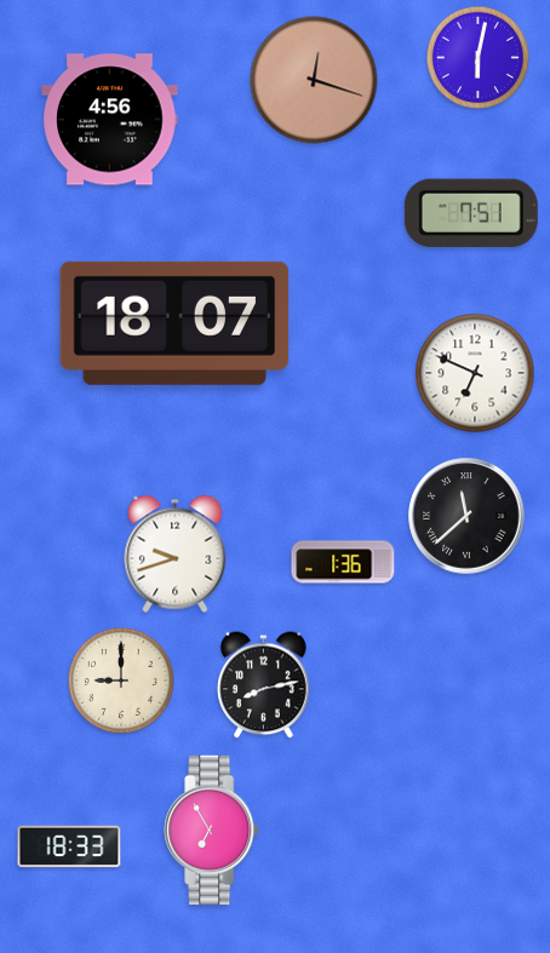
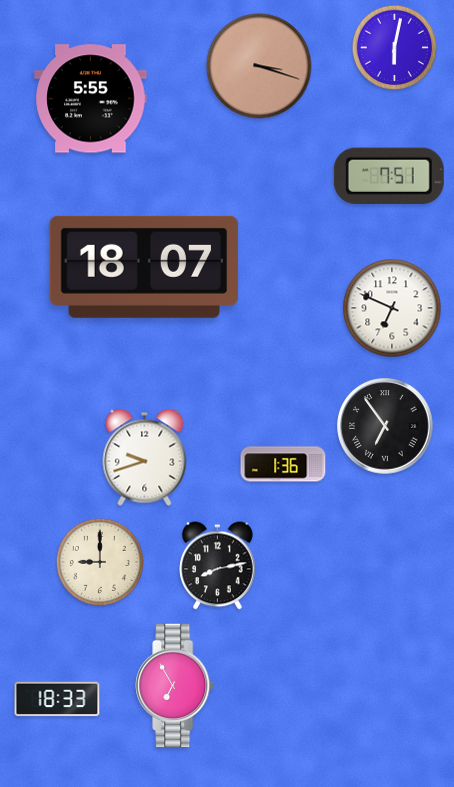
clock at (314, 80): 12:18 -> 3:18
clock at (110, 120): 4:56 -> 5:55
clock at (466, 516): 11:38 -> 6:54
